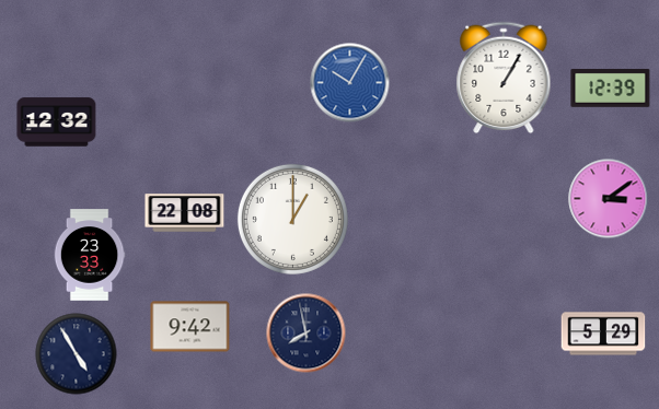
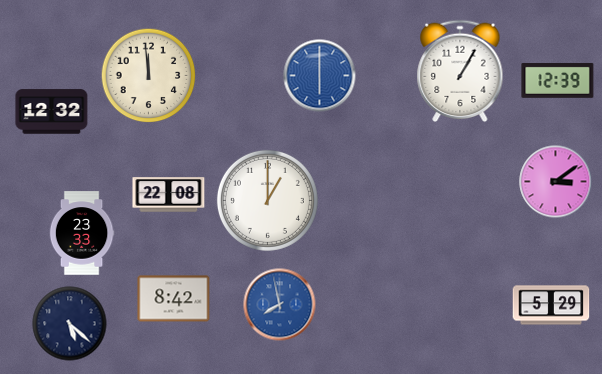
clock at (149, 76): none -> 11:59
clock at (350, 83): 10:05 -> 6:00
clock at (190, 327): 9:42 -> 8:42
clock at (307, 334) dial: navy -> blue
clock at (77, 354): 4:55 -> 5:22
